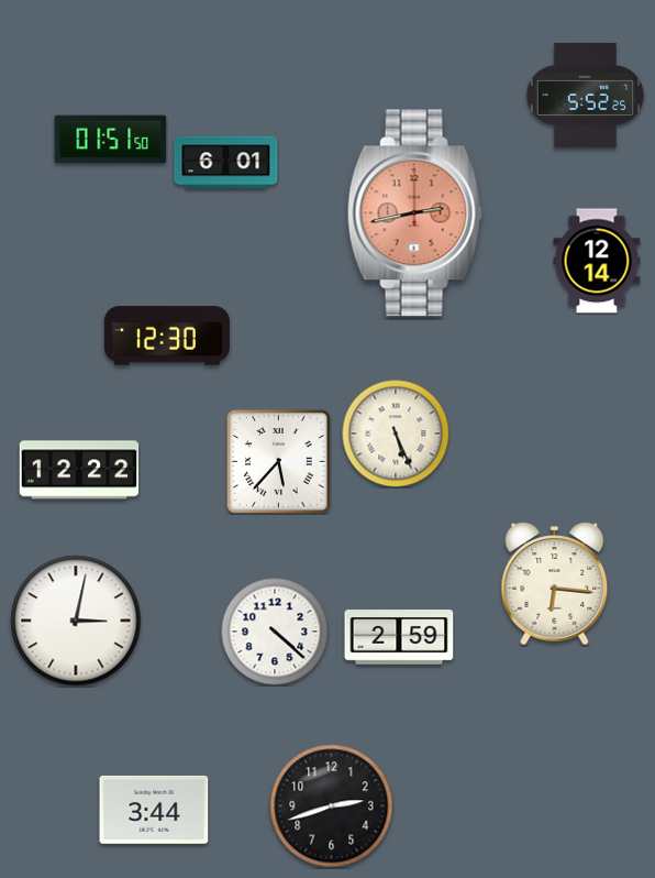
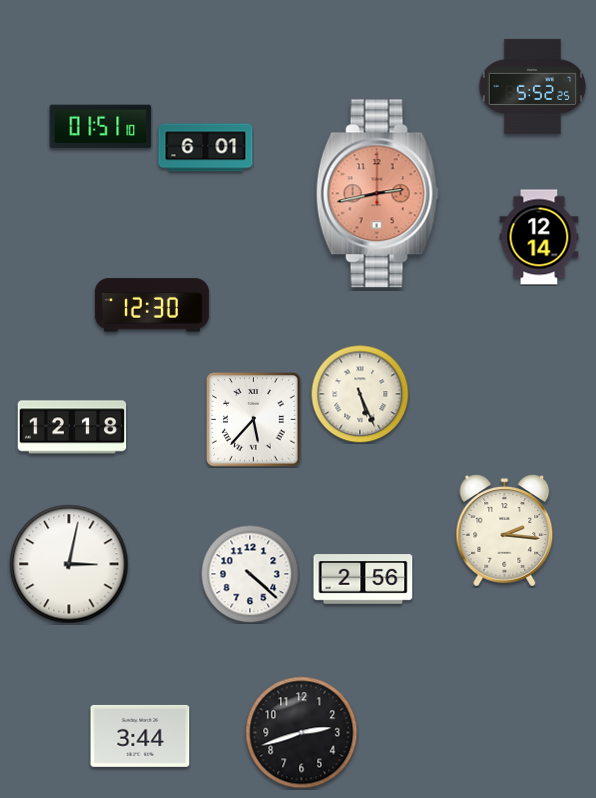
clock at (111, 140): 01:51:50 -> 01:51:10
clock at (597, 261) position: (597, 261) -> (539, 237)
clock at (79, 470): 12:22 -> 12:18
clock at (555, 584): 6:16 -> 2:16
clock at (399, 637): 2:59 -> 2:56
